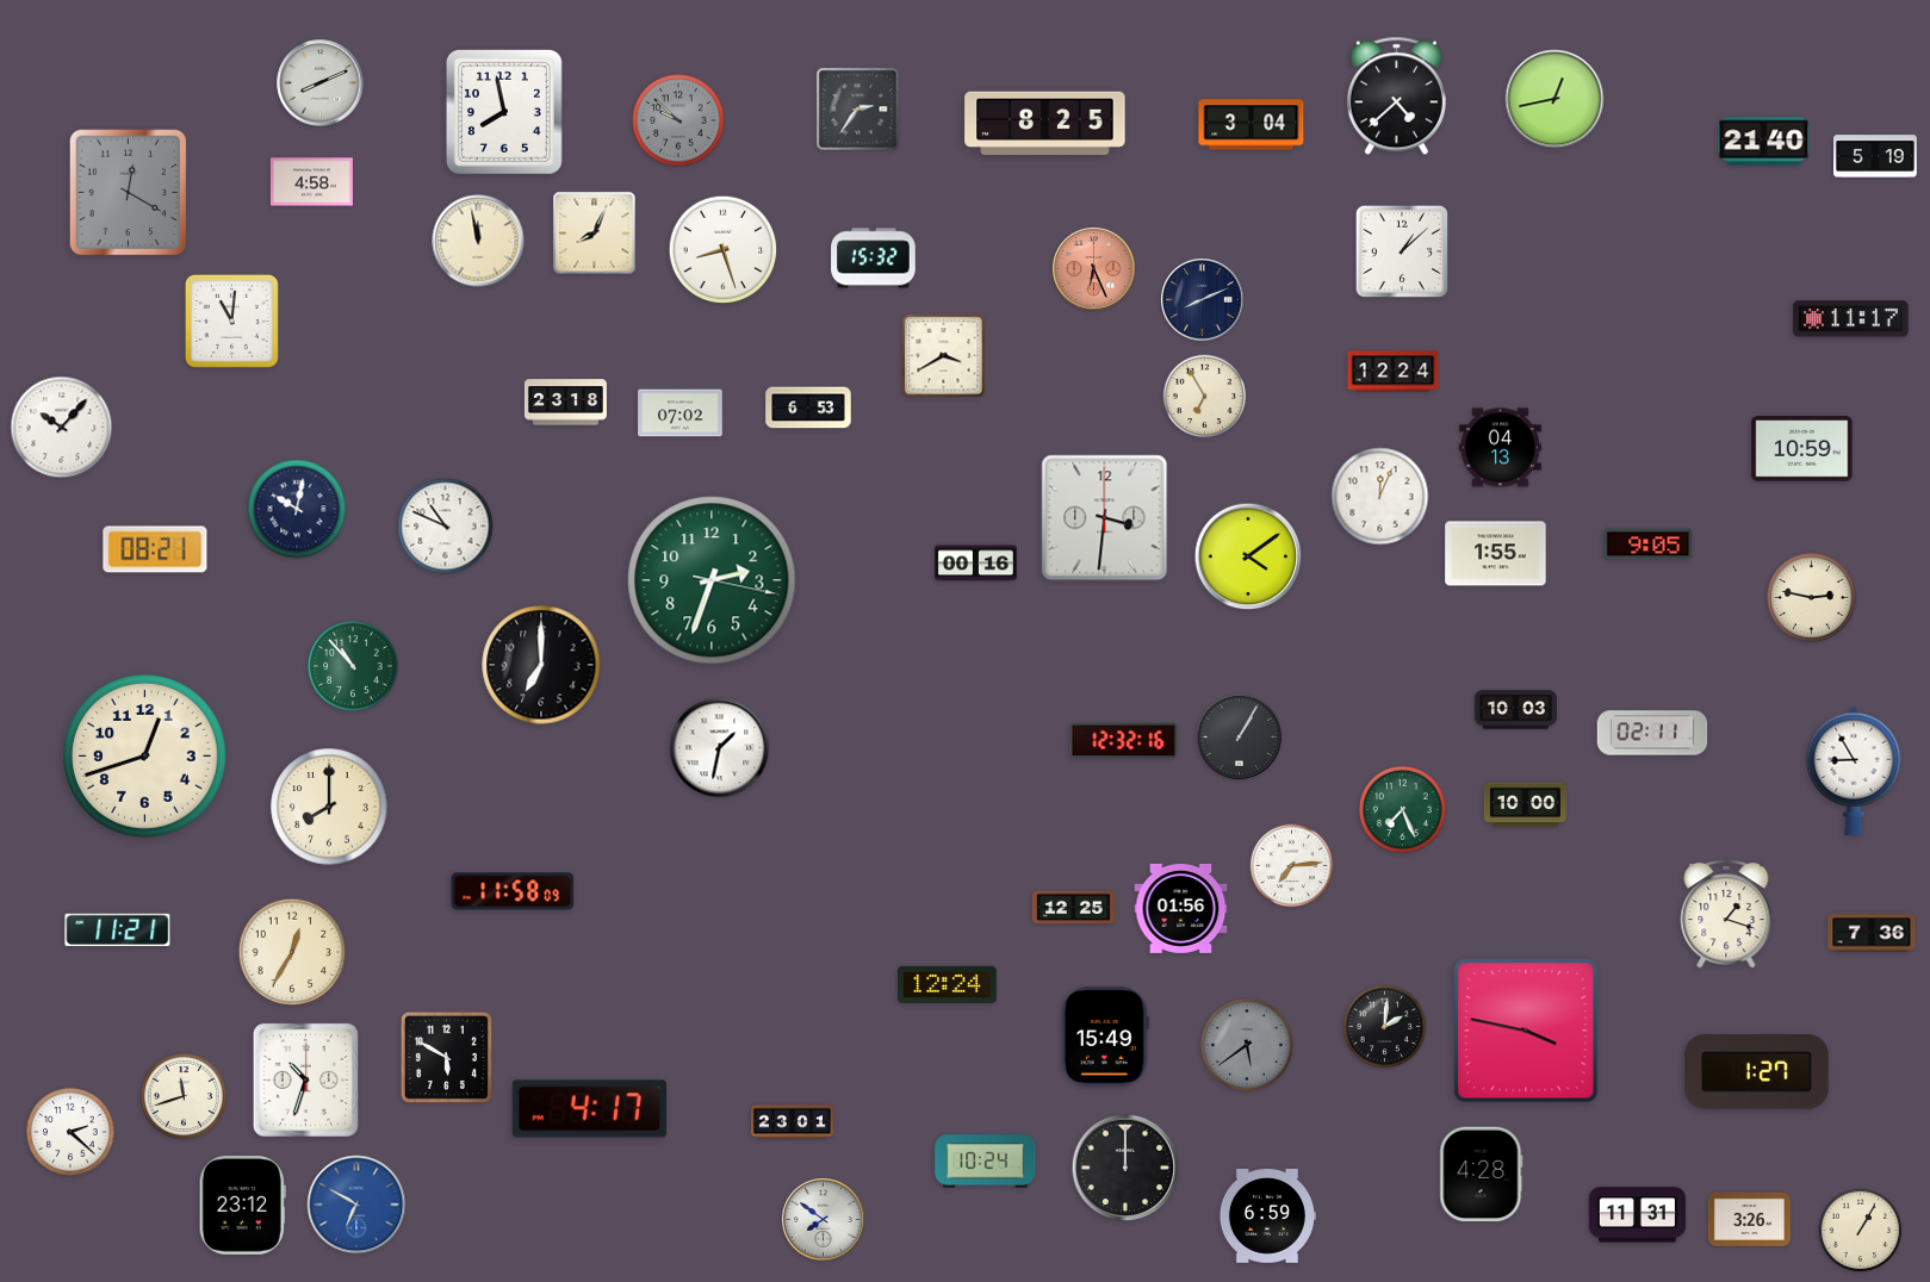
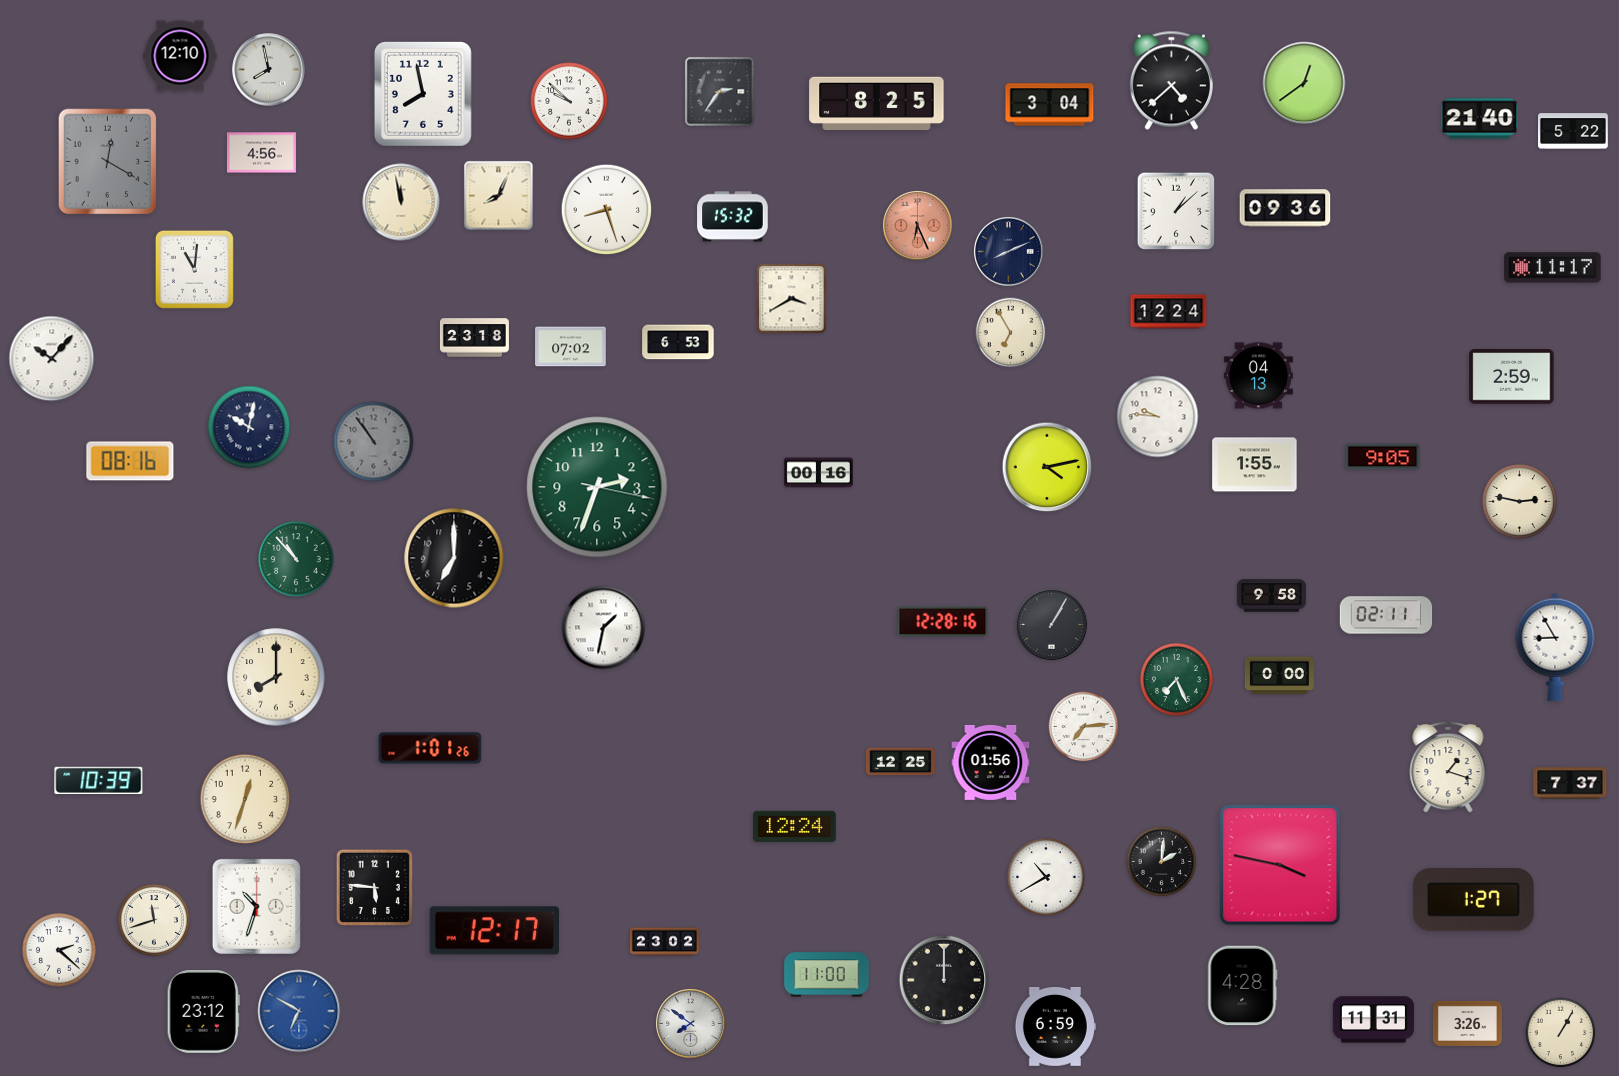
clock at (180, 56): none -> 12:10
clock at (321, 83): 8:11 -> 7:58
clock at (1554, 99): 12:43 -> 12:39
clock at (678, 120) dial: grey -> white
clock at (1876, 156): 5:19 -> 5:22
clock at (311, 182): 4:58 -> 4:56
clock at (1285, 208): none -> 09:36
clock at (1802, 449): 10:59 -> 2:59
clock at (1380, 497): 12:04 -> 9:46
clock at (1105, 518): 3:31 -> none
clock at (446, 527): 10:49 -> 10:54
clock at (446, 527) dial: white -> grey
clock at (155, 549): 08:21 -> 08:16
clock at (1248, 556): 4:09 -> 4:13
clock at (1515, 710): 10:03 -> 9:58
clock at (1240, 738) position: (1240, 738) -> (1052, 625)
clock at (1124, 741): 12:32 -> 12:28
clock at (145, 757): 12:42 -> none
clock at (1525, 805): 10:00 -> 0:00
clock at (513, 891): 11:58 -> 1:01
clock at (118, 929): 11:21 -> 10:39
clock at (1872, 933): 7:36 -> 7:37
clock at (292, 952): 12:35 -> 12:33
clock at (1105, 1037): 15:49 -> none
clock at (1247, 1045): 5:39 -> 10:40
clock at (1247, 1045) dial: grey -> white
clock at (446, 1057): 5:50 -> 5:46
clock at (590, 1109): 4:17 -> 12:17
clock at (792, 1122): 23:01 -> 23:02
clock at (986, 1162): 10:24 -> 11:00
clock at (1267, 1215) position: (1267, 1215) -> (1055, 1026)
